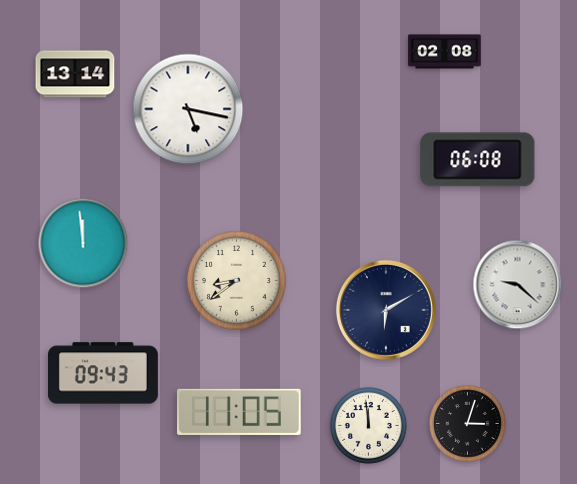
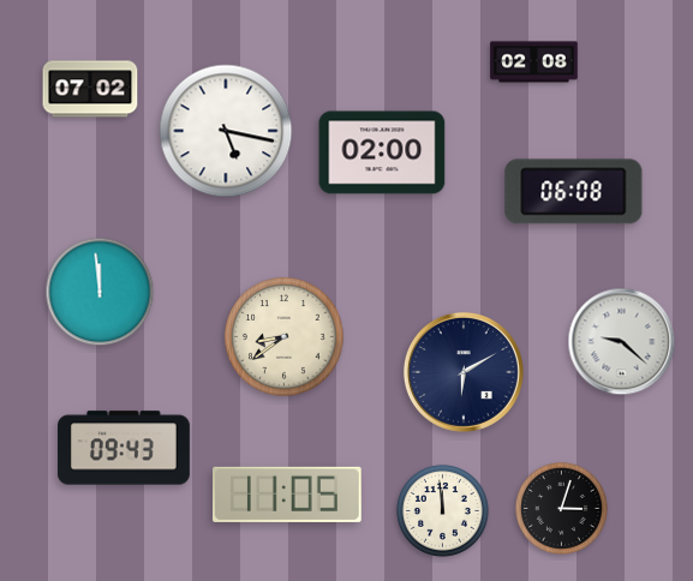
clock at (75, 74): 13:14 -> 07:02
clock at (382, 152): none -> 02:00
